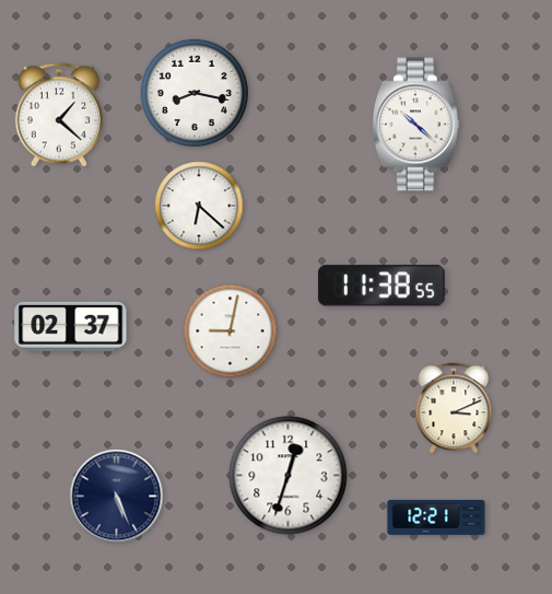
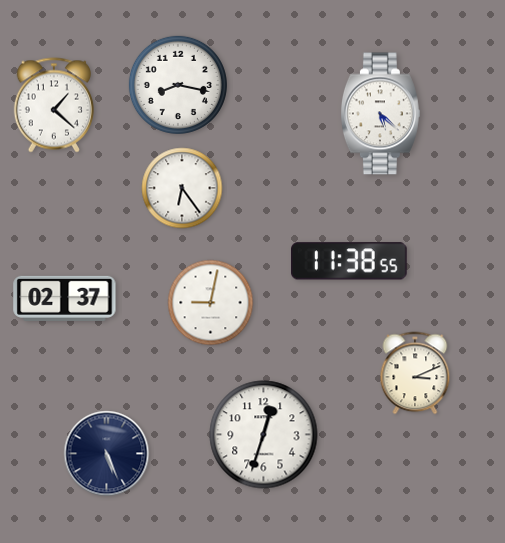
clock at (415, 125): 10:22 -> 5:22
clock at (199, 206): 6:22 -> 6:24
clock at (436, 517): 12:21 -> none
